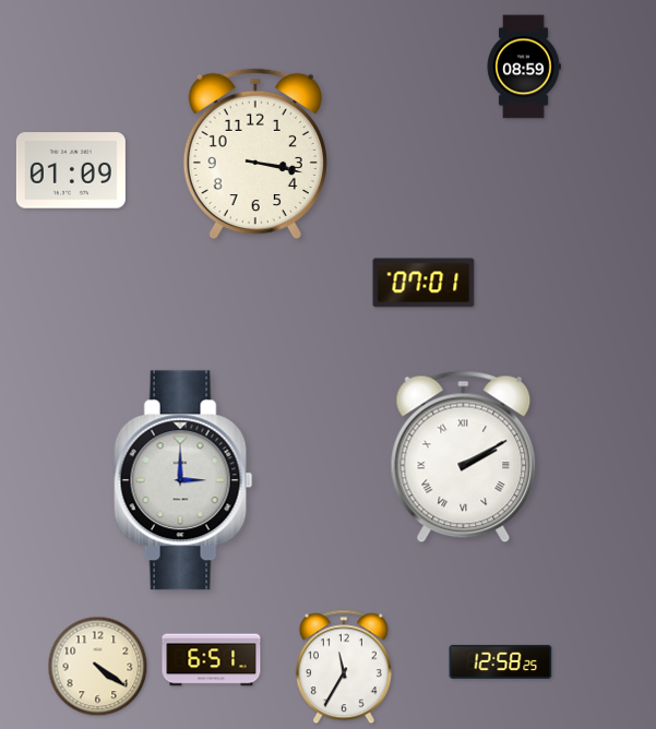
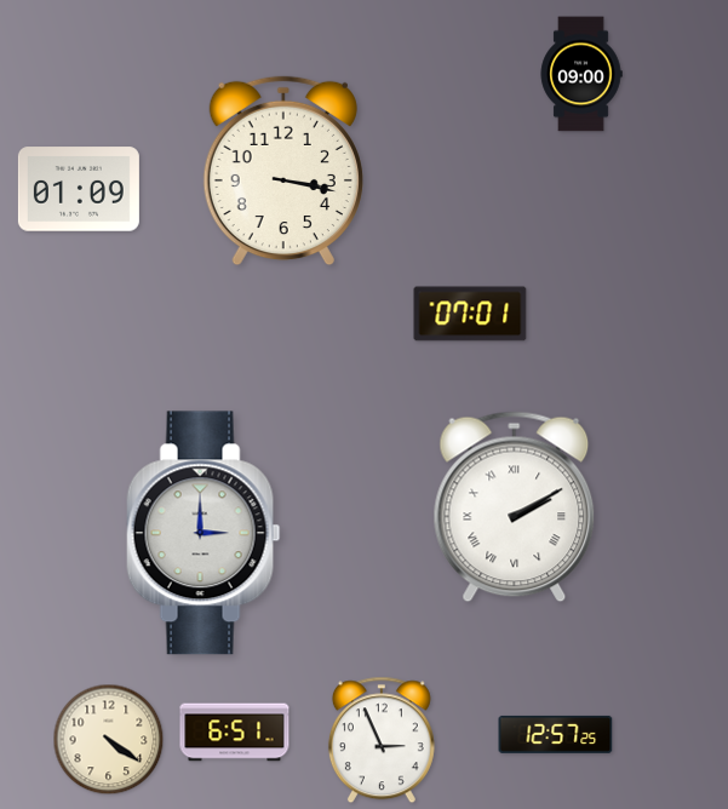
clock at (524, 67): 08:59 -> 09:00
clock at (501, 661): 12:58 -> 12:57
clock at (344, 667): 11:35 -> 2:56
